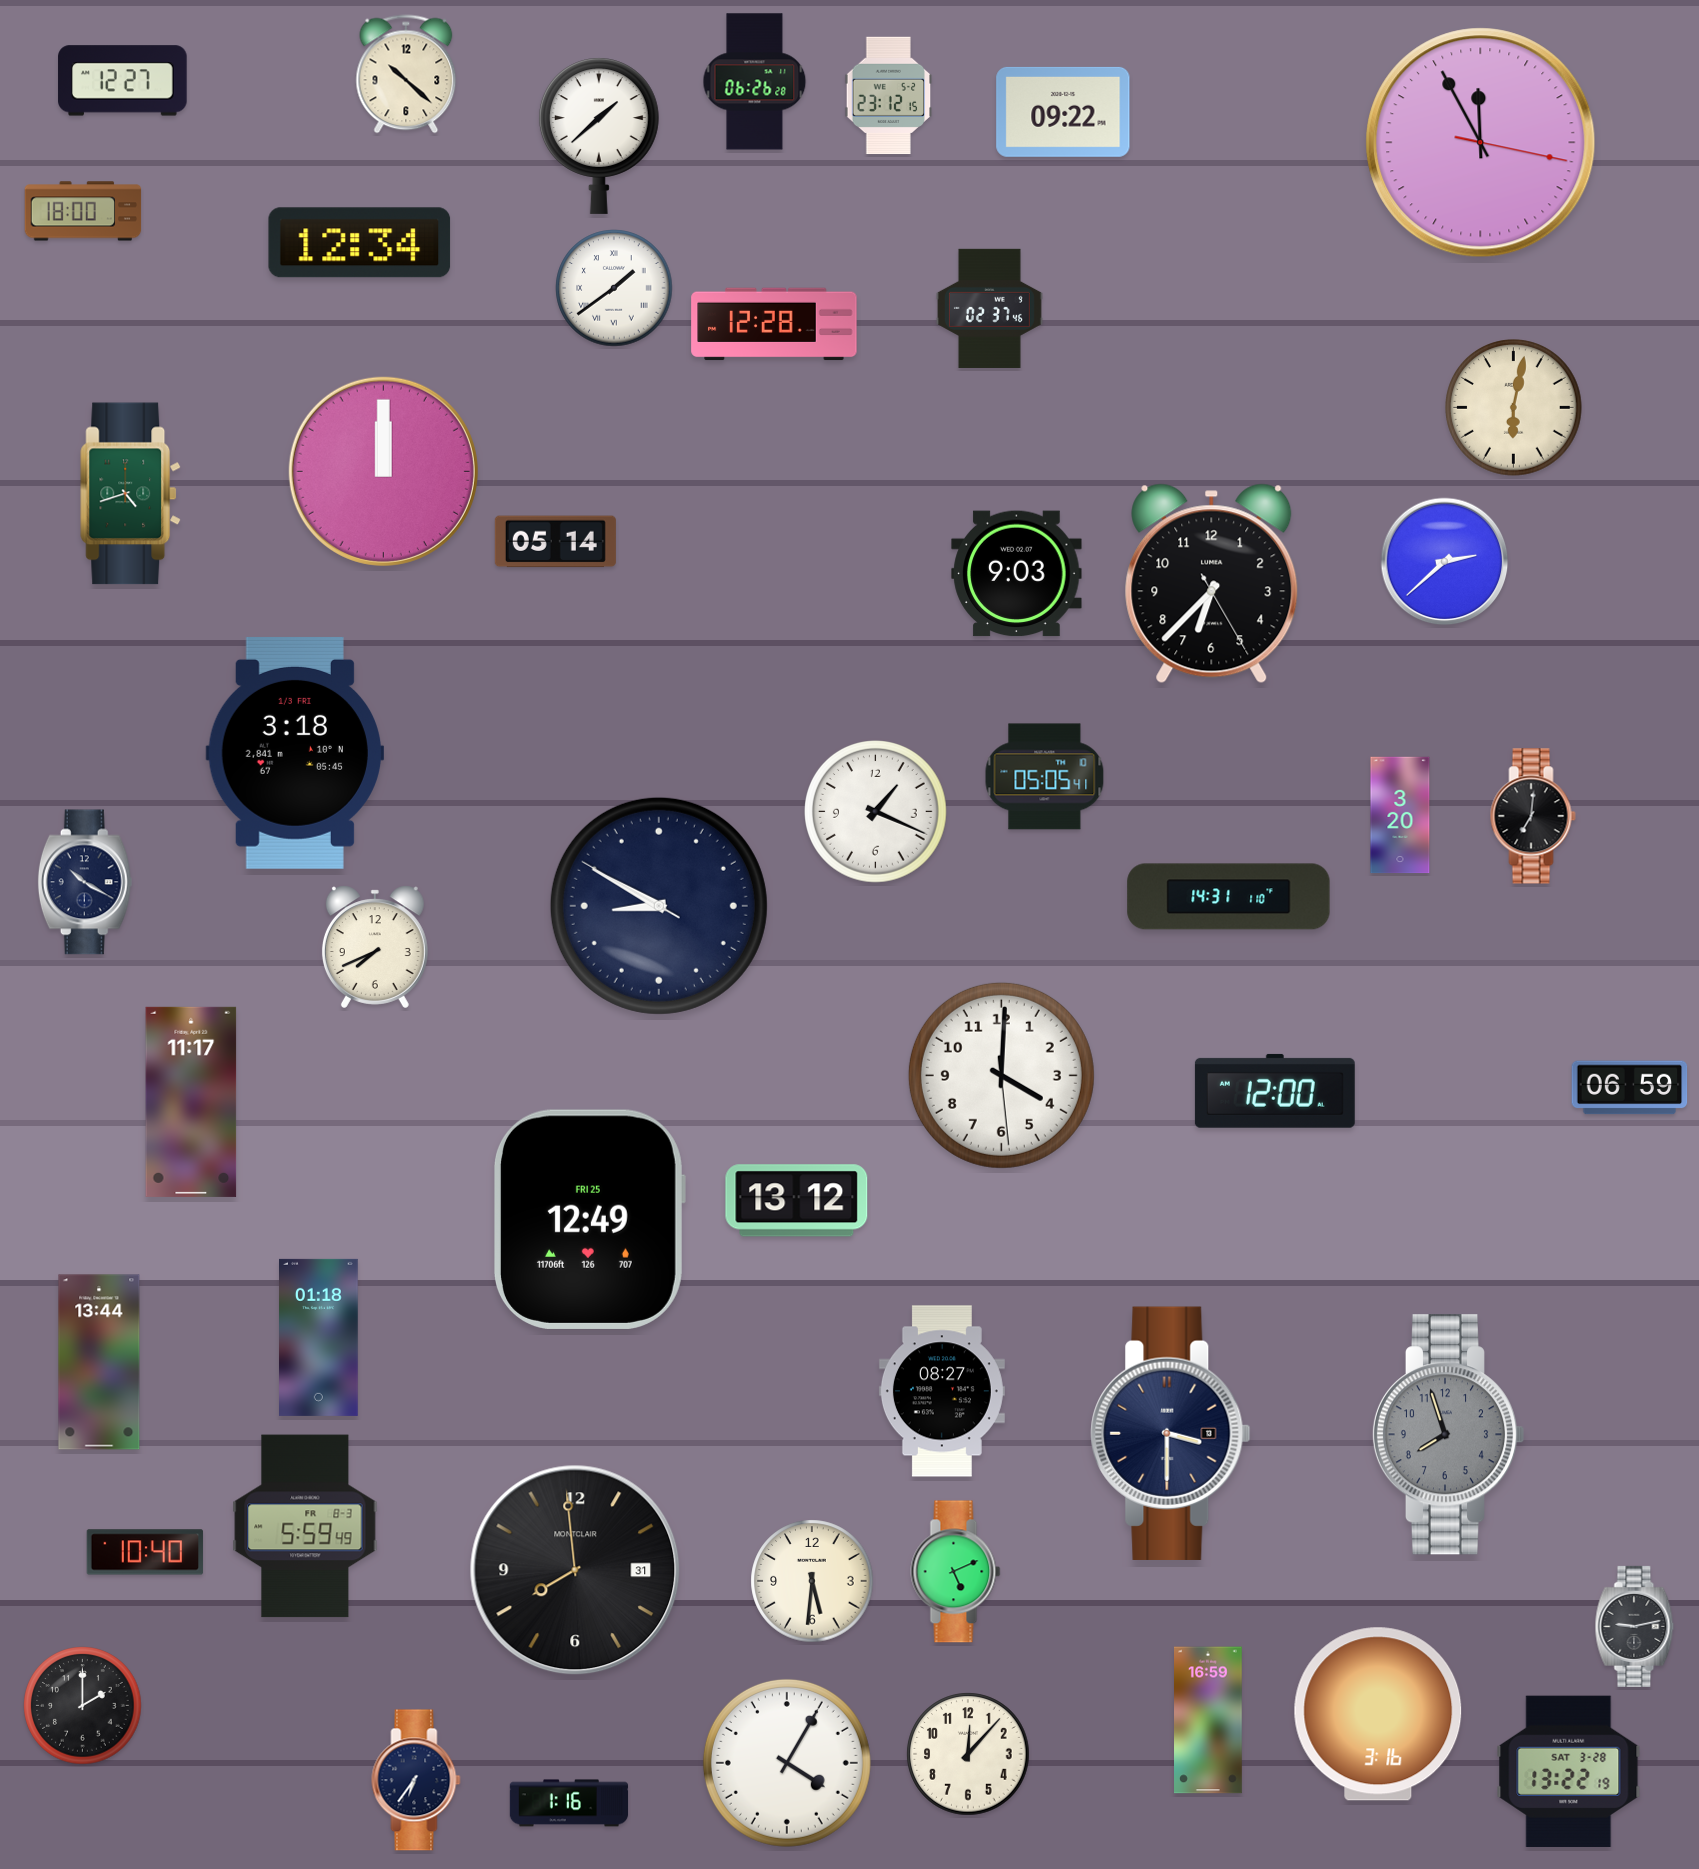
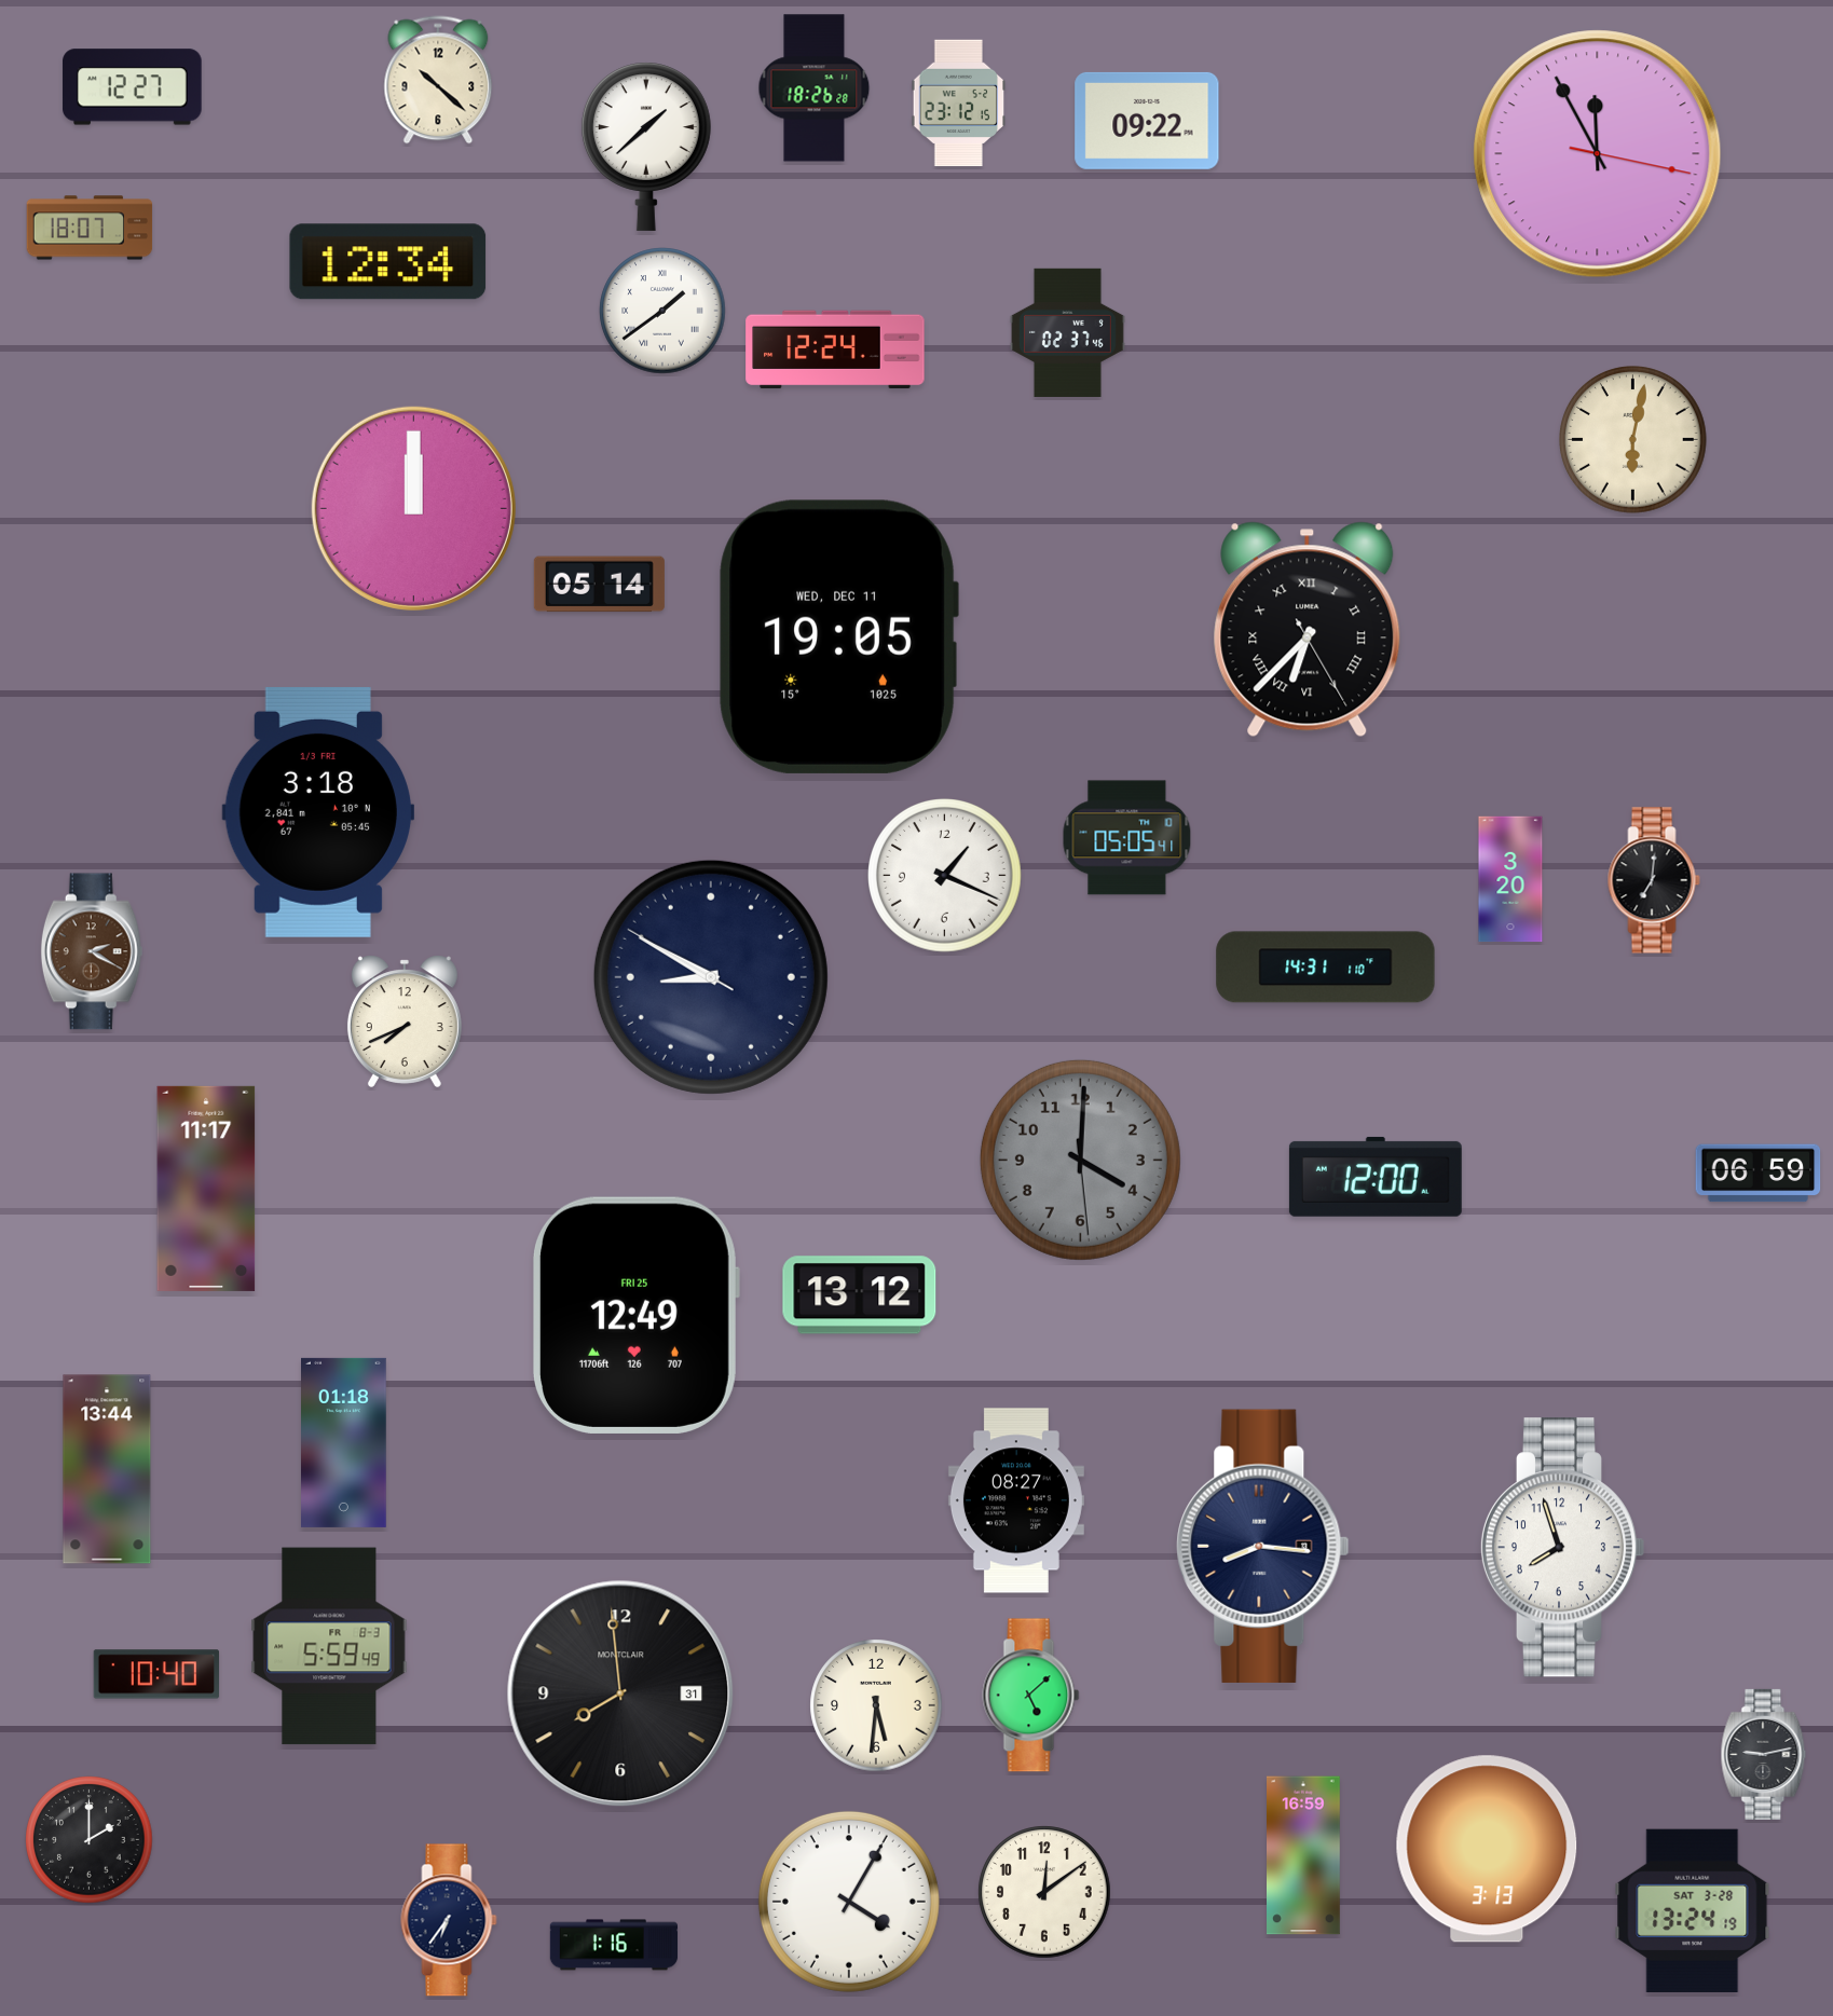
clock at (755, 82): 06:26 -> 18:26
clock at (83, 211): 18:00 -> 18:07
clock at (774, 324): 12:28 -> 12:24
clock at (131, 494): 4:42 -> none
clock at (1445, 562): 2:38 -> none
clock at (1017, 574): 9:03 -> none
clock at (1212, 584) numerals: Arabic -> Roman
clock at (838, 636): none -> 19:05
clock at (85, 882): 10:20 -> 2:20
clock at (85, 882) dial: navy -> brown
clock at (1001, 1075) dial: white -> grey
clock at (1171, 1433): 3:30 -> 8:16
clock at (1448, 1435) dial: grey -> white
clock at (956, 1572): 5:11 -> 5:08
clock at (1378, 1714): 3:16 -> 3:13
clock at (968, 1754): 12:07 -> 12:09
clock at (1569, 1771): 13:22 -> 13:24
